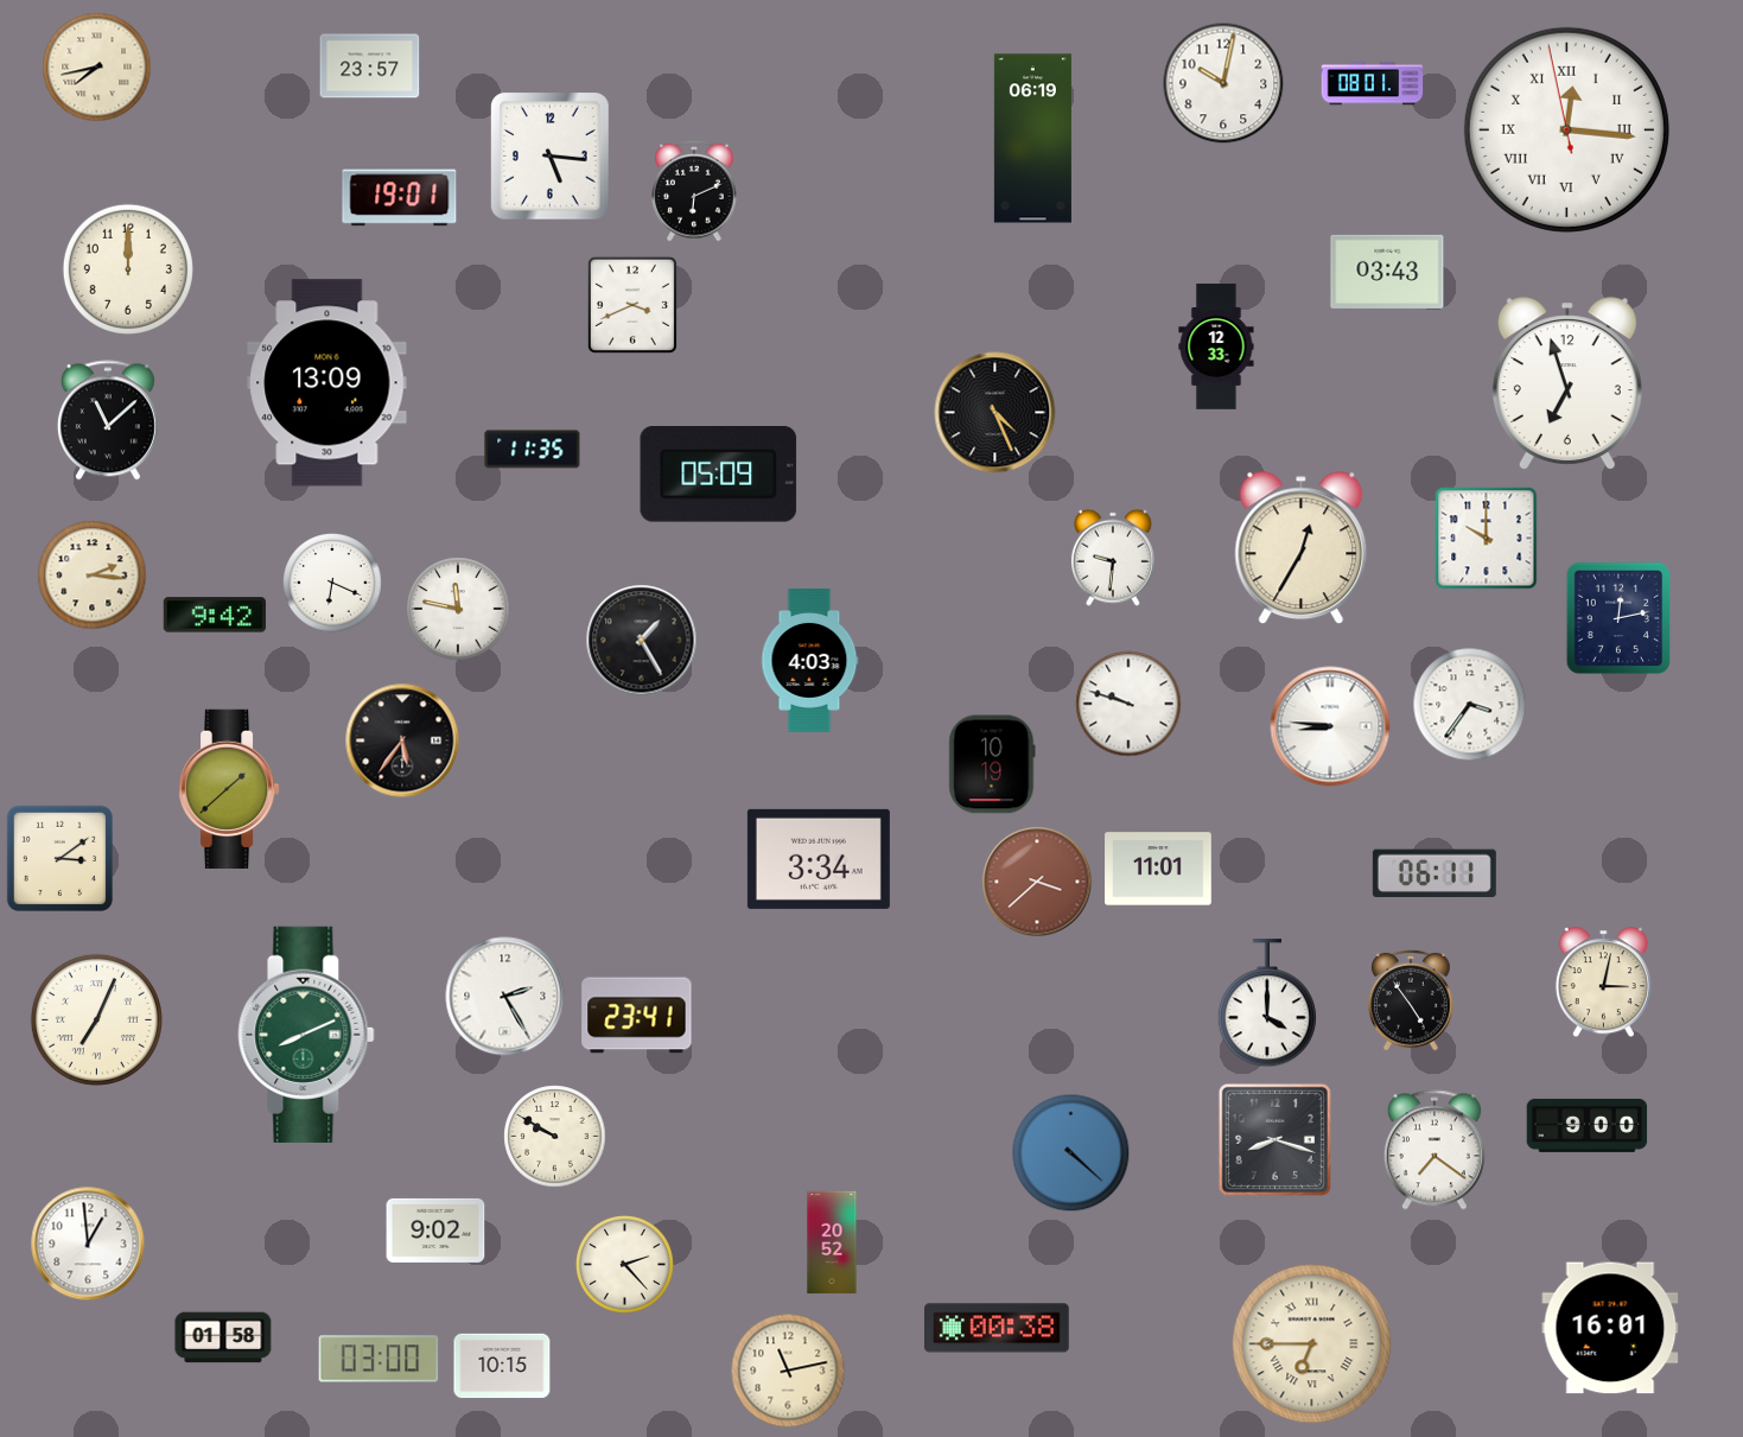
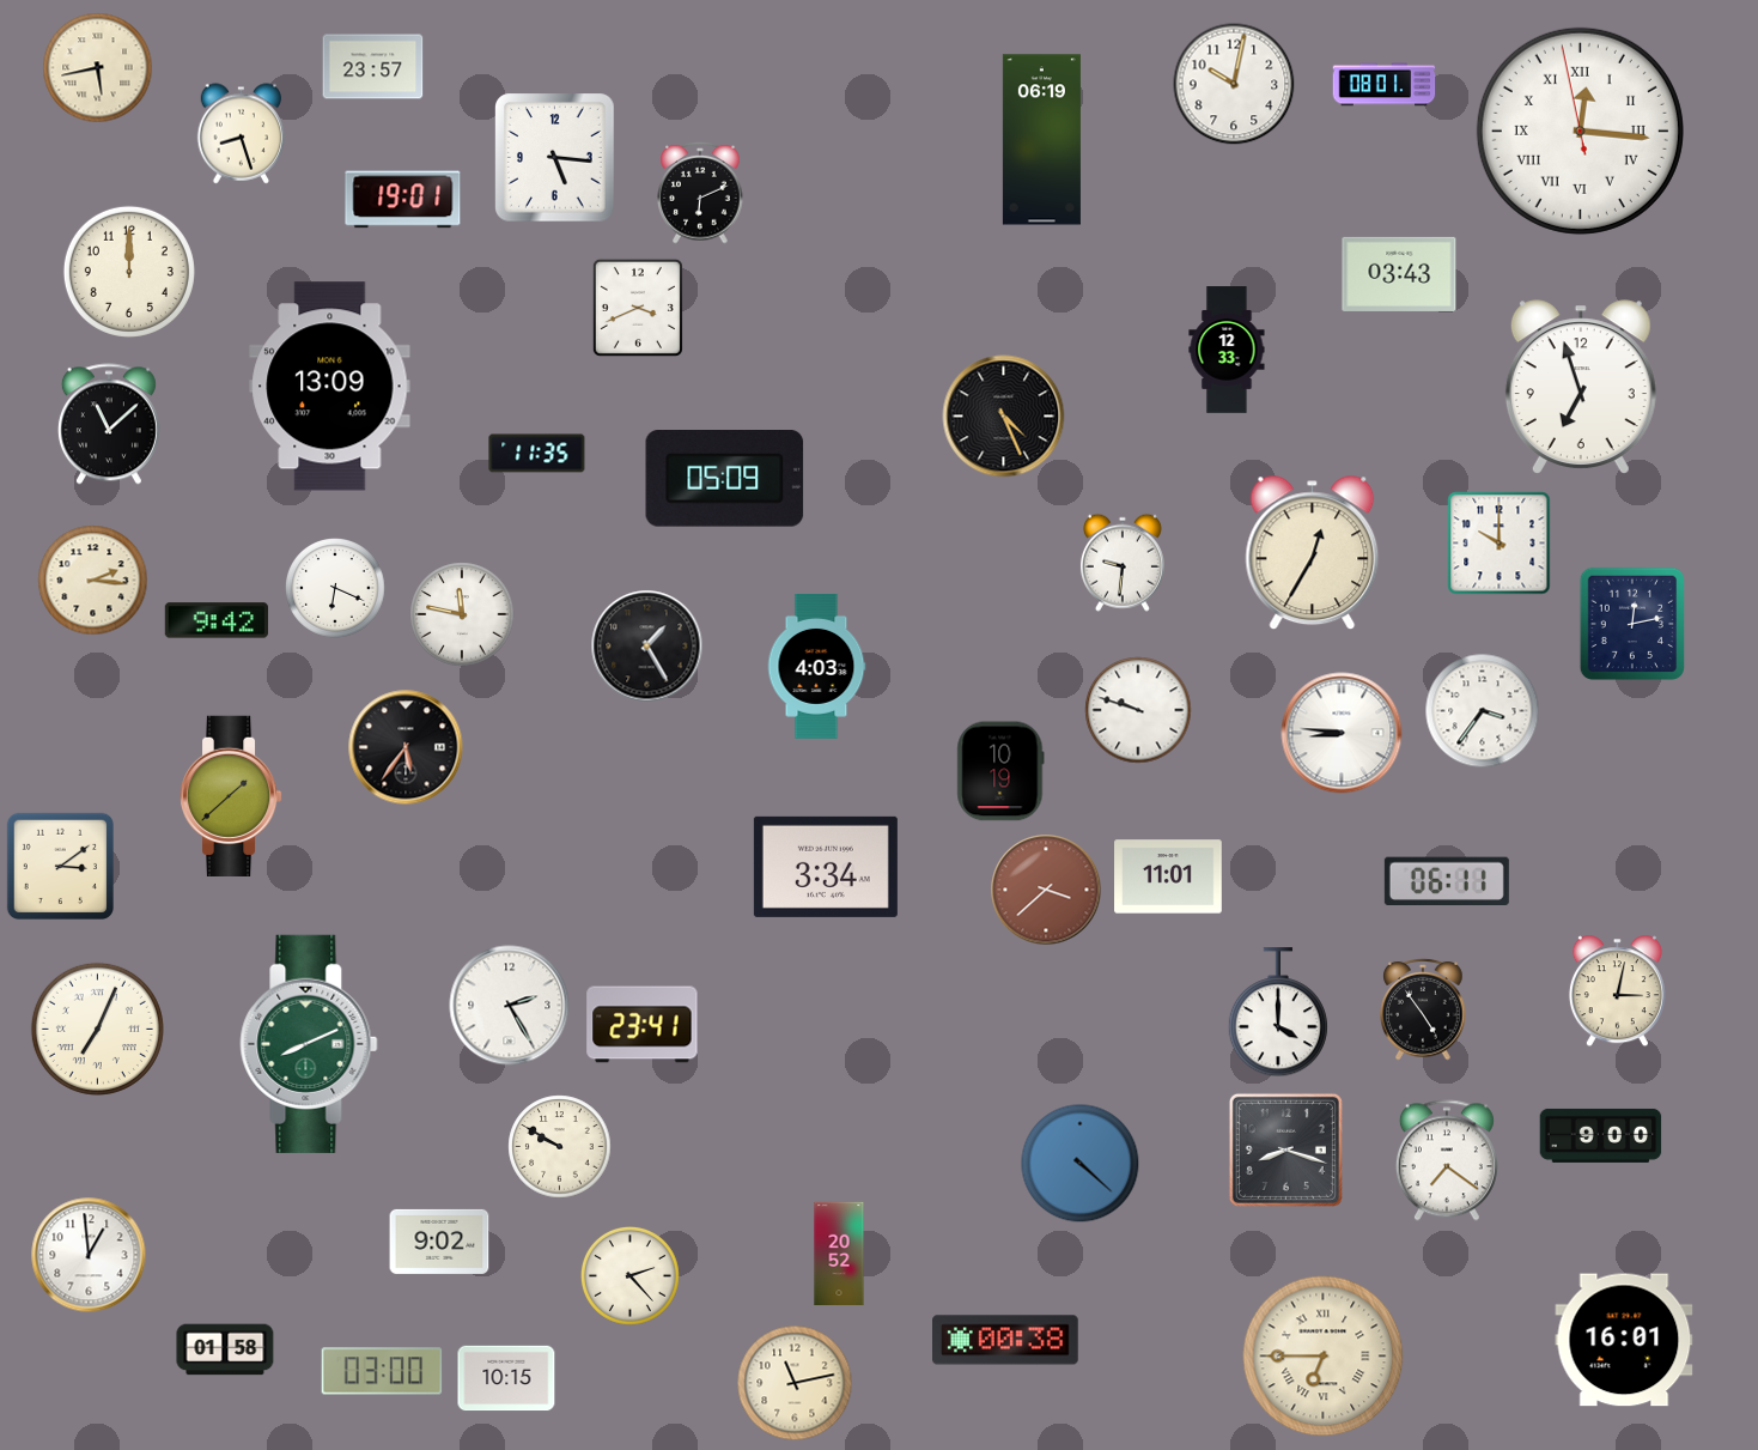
clock at (97, 68): 7:43 -> 5:43
clock at (242, 134): none -> 8:27
